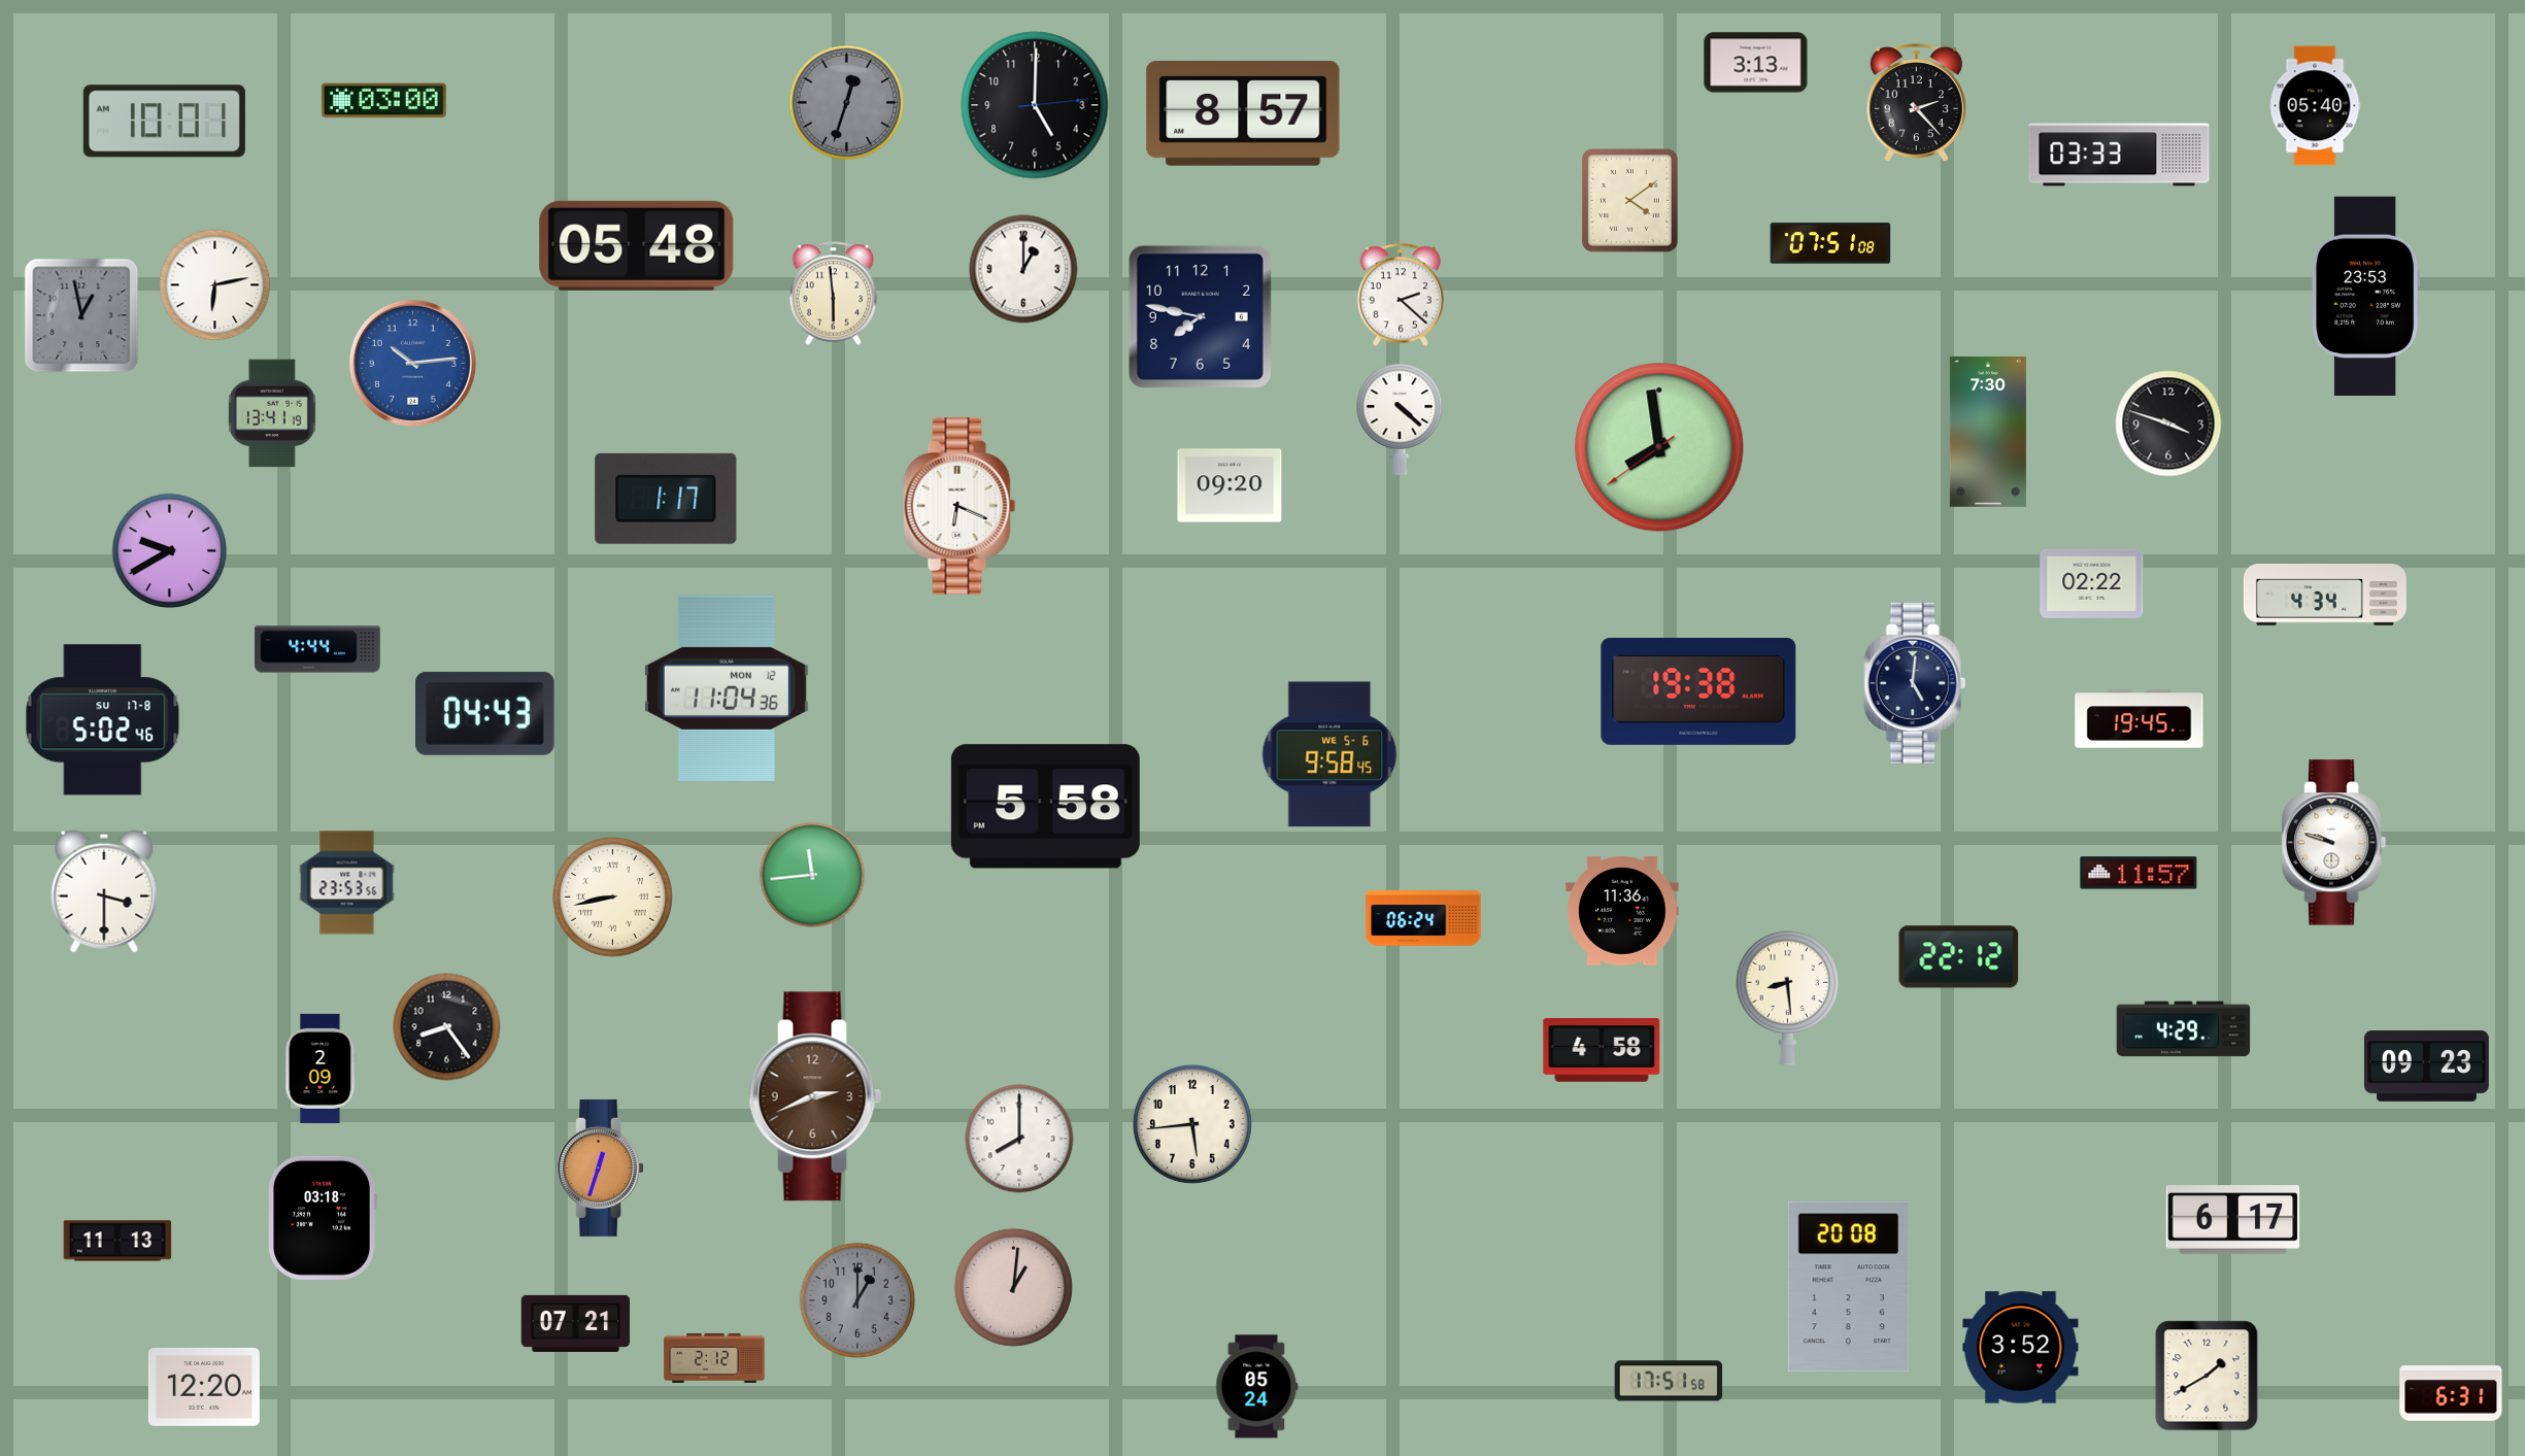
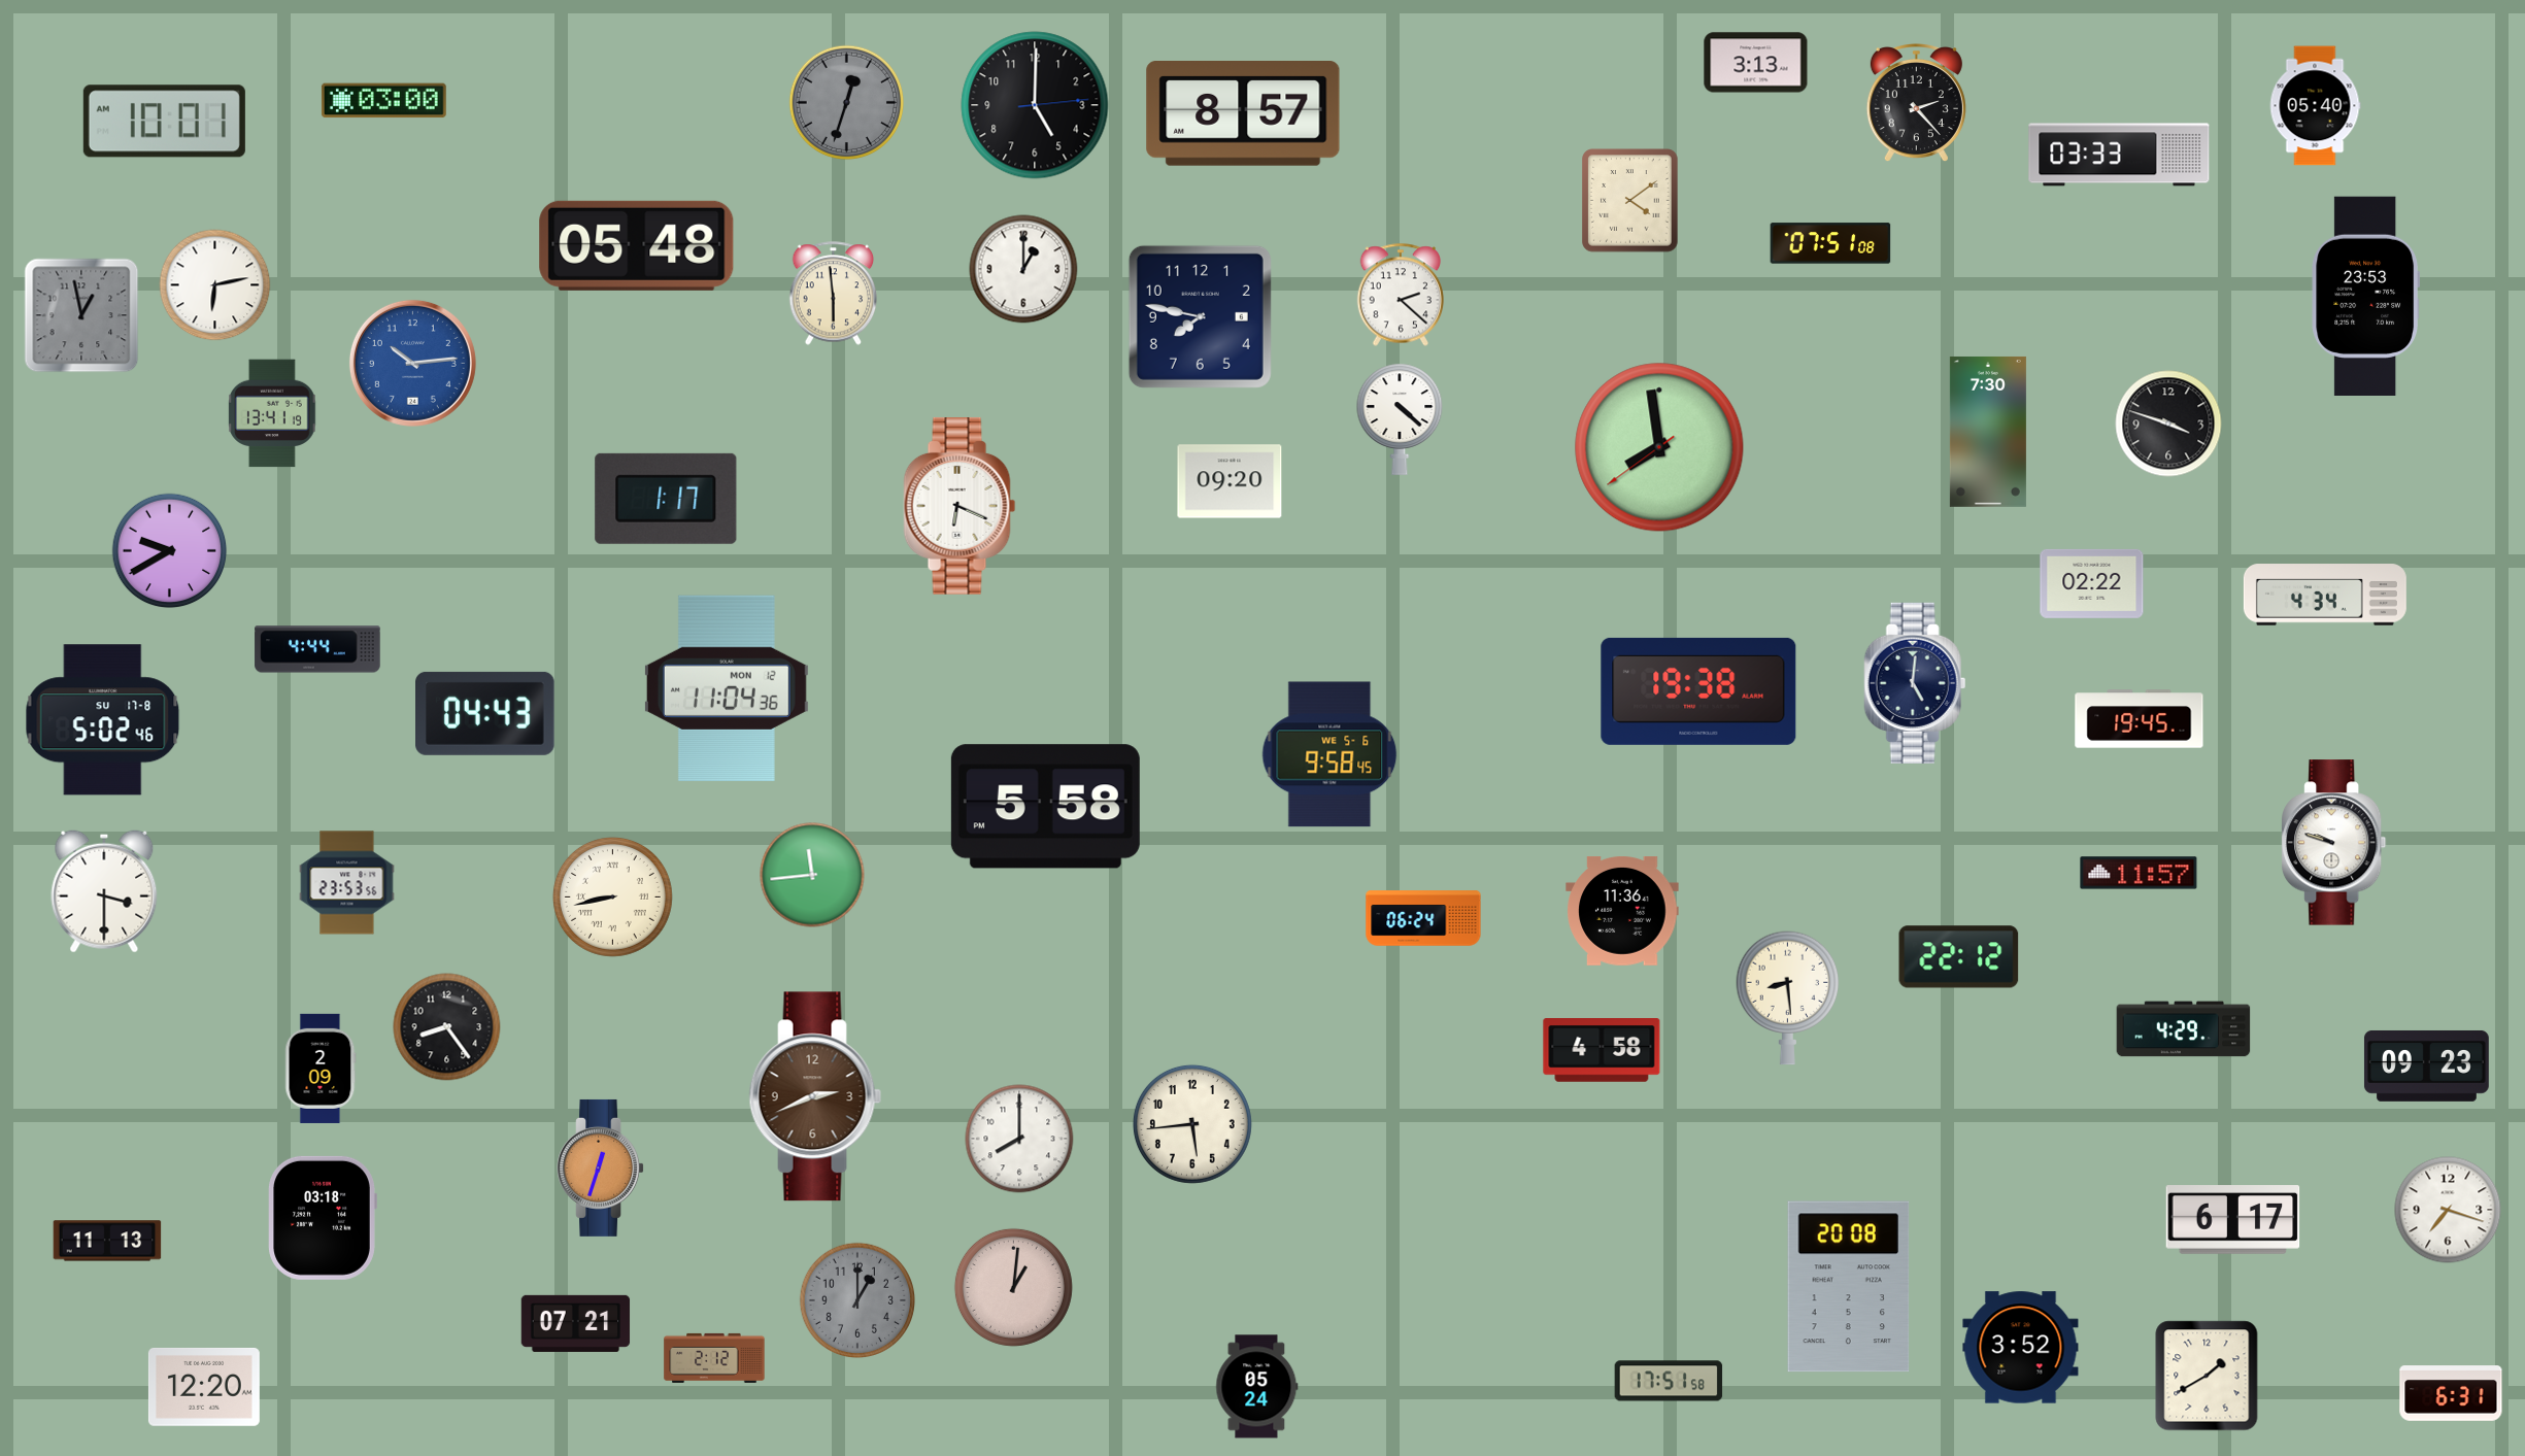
clock at (1230, 485) position: (1230, 485) -> (1230, 481)
clock at (2448, 1210): none -> 7:18
clock at (117, 1241) position: (117, 1241) -> (107, 1241)
